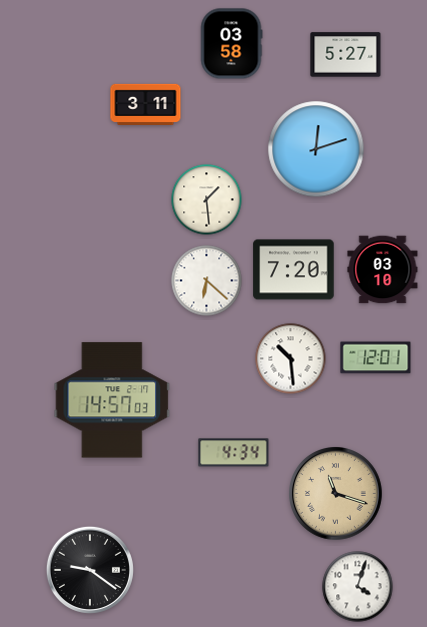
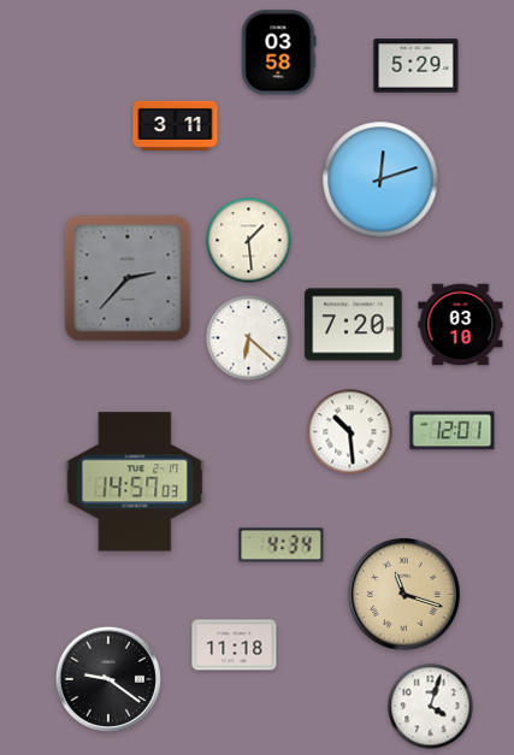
clock at (346, 55): 5:27 -> 5:29
clock at (128, 278): none -> 2:37
clock at (235, 645): none -> 11:18
clock at (90, 570) position: (90, 570) -> (108, 679)
